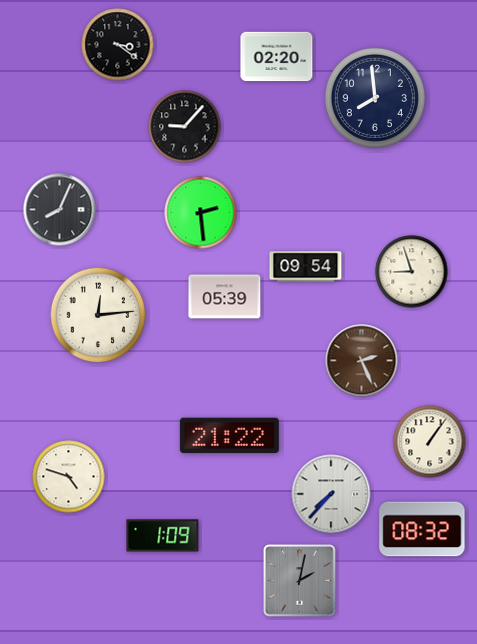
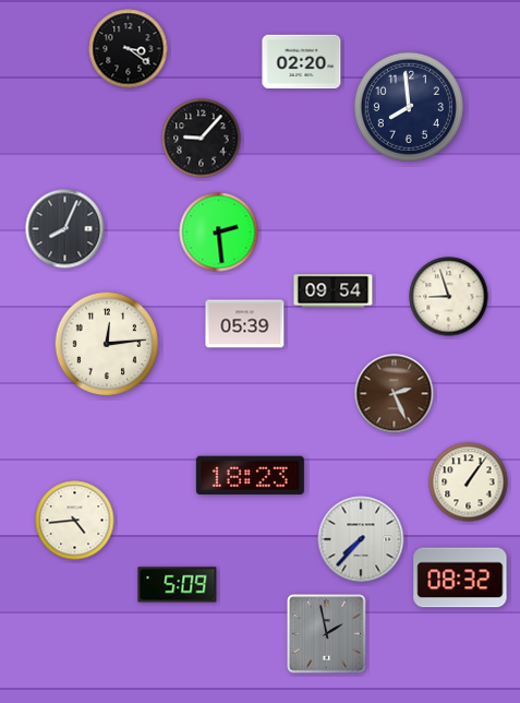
clock at (229, 436): 21:22 -> 18:23
clock at (69, 477): 4:48 -> 4:44
clock at (163, 536): 1:09 -> 5:09
clock at (300, 581): 2:02 -> 1:58
